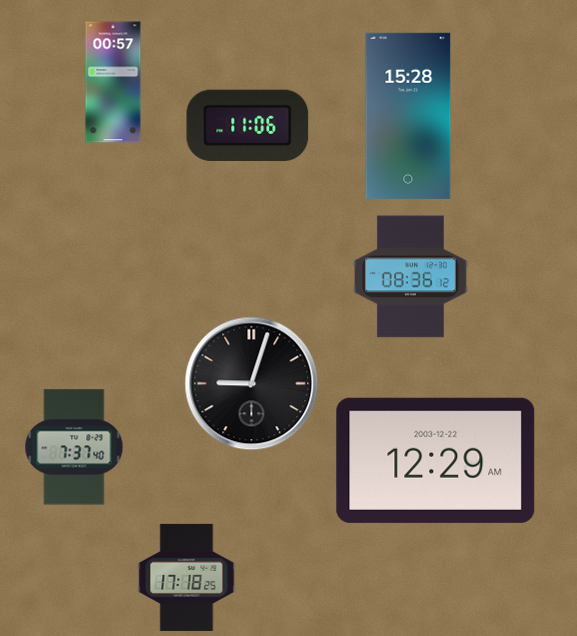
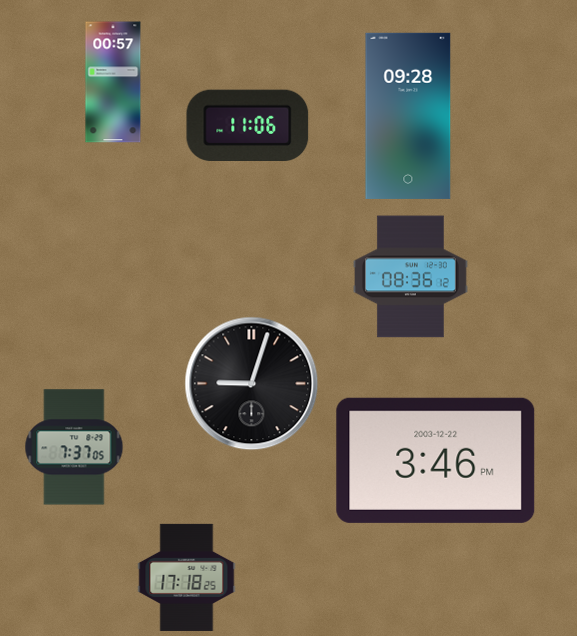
clock at (408, 116): 15:28 -> 09:28
clock at (74, 447): 7:37:40 -> 7:37:05
clock at (436, 460): 12:29 -> 3:46
